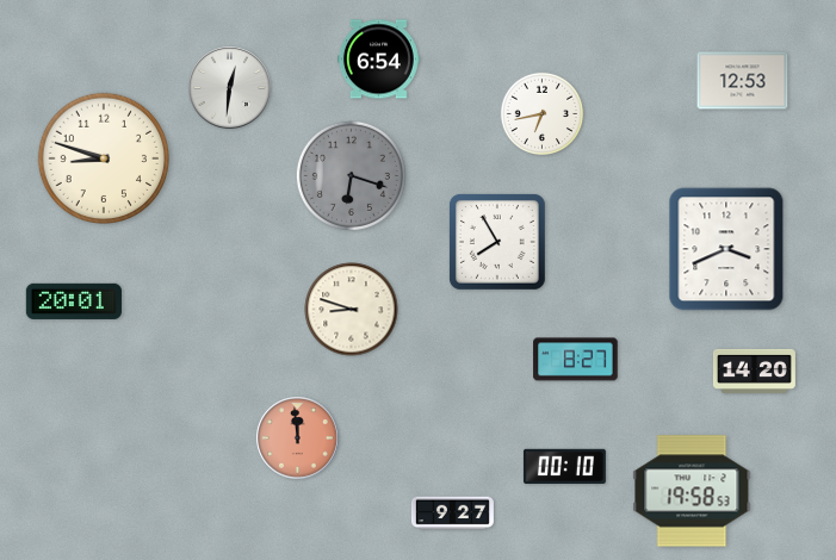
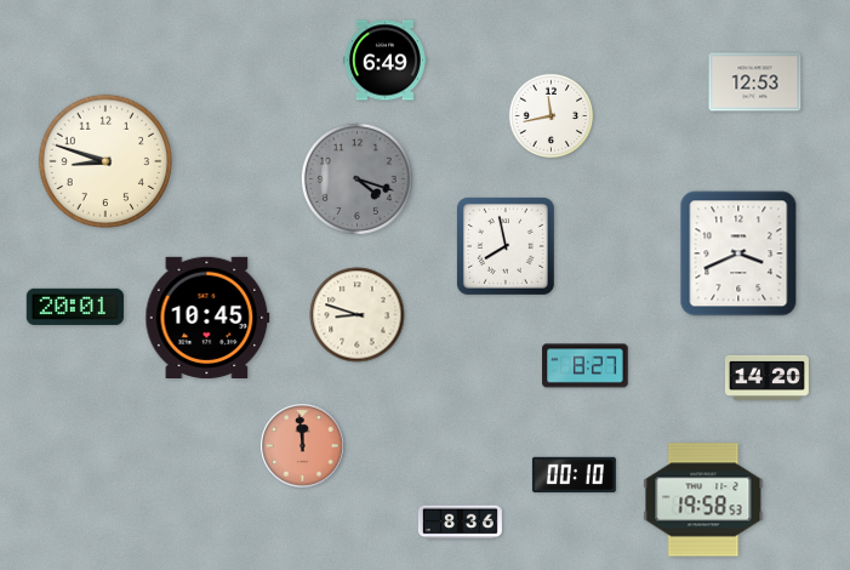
clock at (378, 60): 6:54 -> 6:49
clock at (230, 88): 12:31 -> none
clock at (543, 114): 6:43 -> 11:43
clock at (351, 175): 6:18 -> 4:18
clock at (498, 243): 7:55 -> 7:58
clock at (207, 318): none -> 10:45
clock at (452, 514): 9:27 -> 8:36
